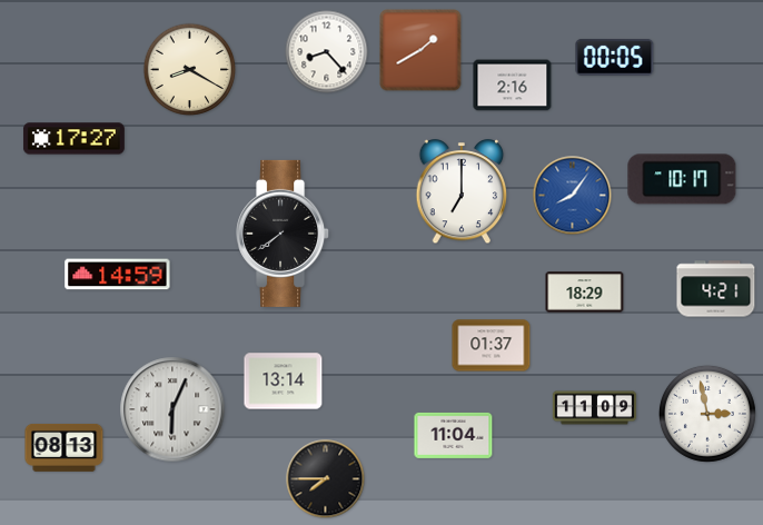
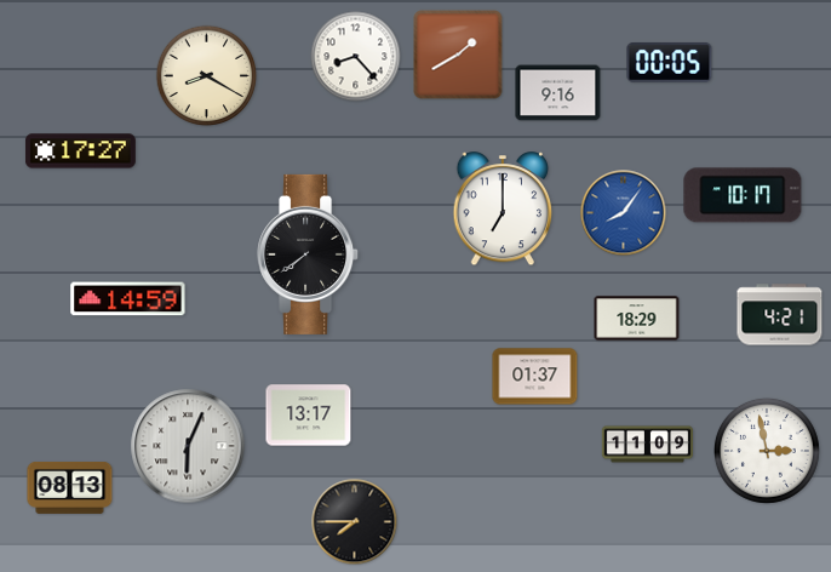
clock at (513, 86): 2:16 -> 9:16
clock at (284, 382): 13:14 -> 13:17
clock at (707, 414) position: (707, 414) -> (767, 451)
clock at (454, 435): 11:04 -> none
